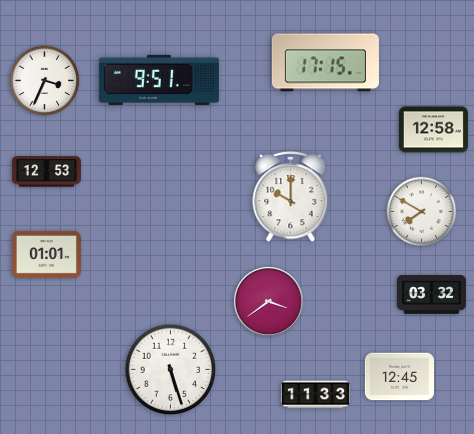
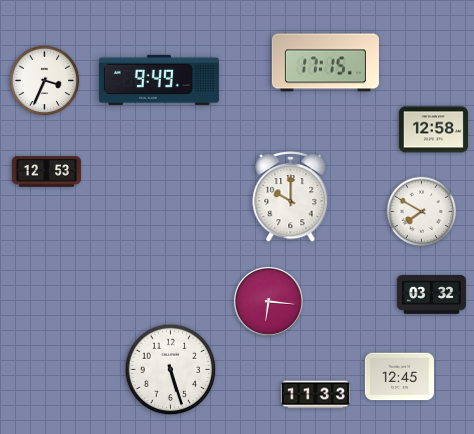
clock at (159, 80): 9:51 -> 9:49
clock at (46, 254): 01:01 -> none
clock at (268, 301): 3:39 -> 6:16
